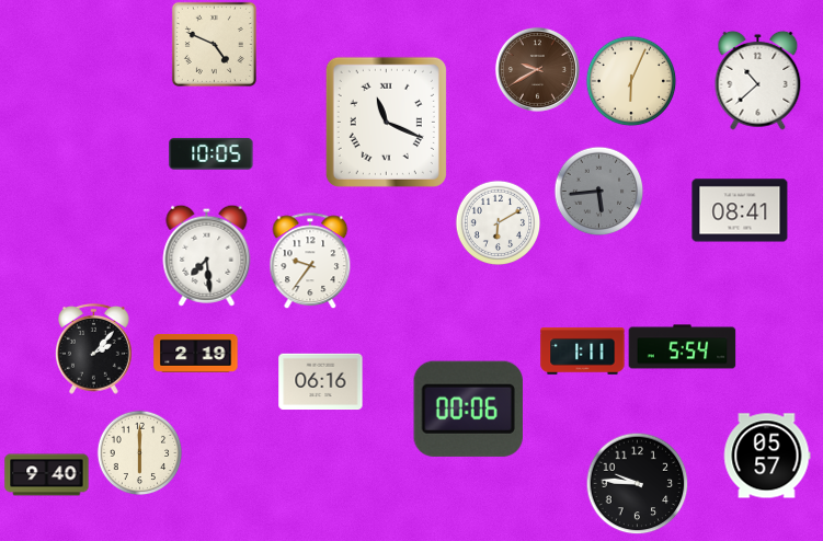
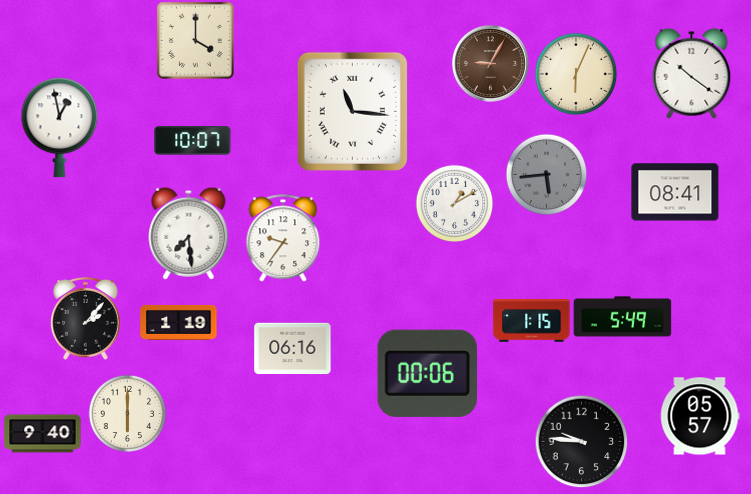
clock at (214, 44): 4:49 -> 4:00
clock at (537, 69): 9:40 -> 9:05
clock at (758, 80): 10:38 -> 10:21
clock at (386, 122): 11:19 -> 11:16
clock at (60, 128): none -> 12:58
clock at (212, 153): 10:05 -> 10:07
clock at (498, 222): 6:10 -> 1:10
clock at (683, 347): 5:54 -> 5:49
clock at (583, 352): 1:11 -> 1:15
clock at (196, 353): 2:19 -> 1:19
